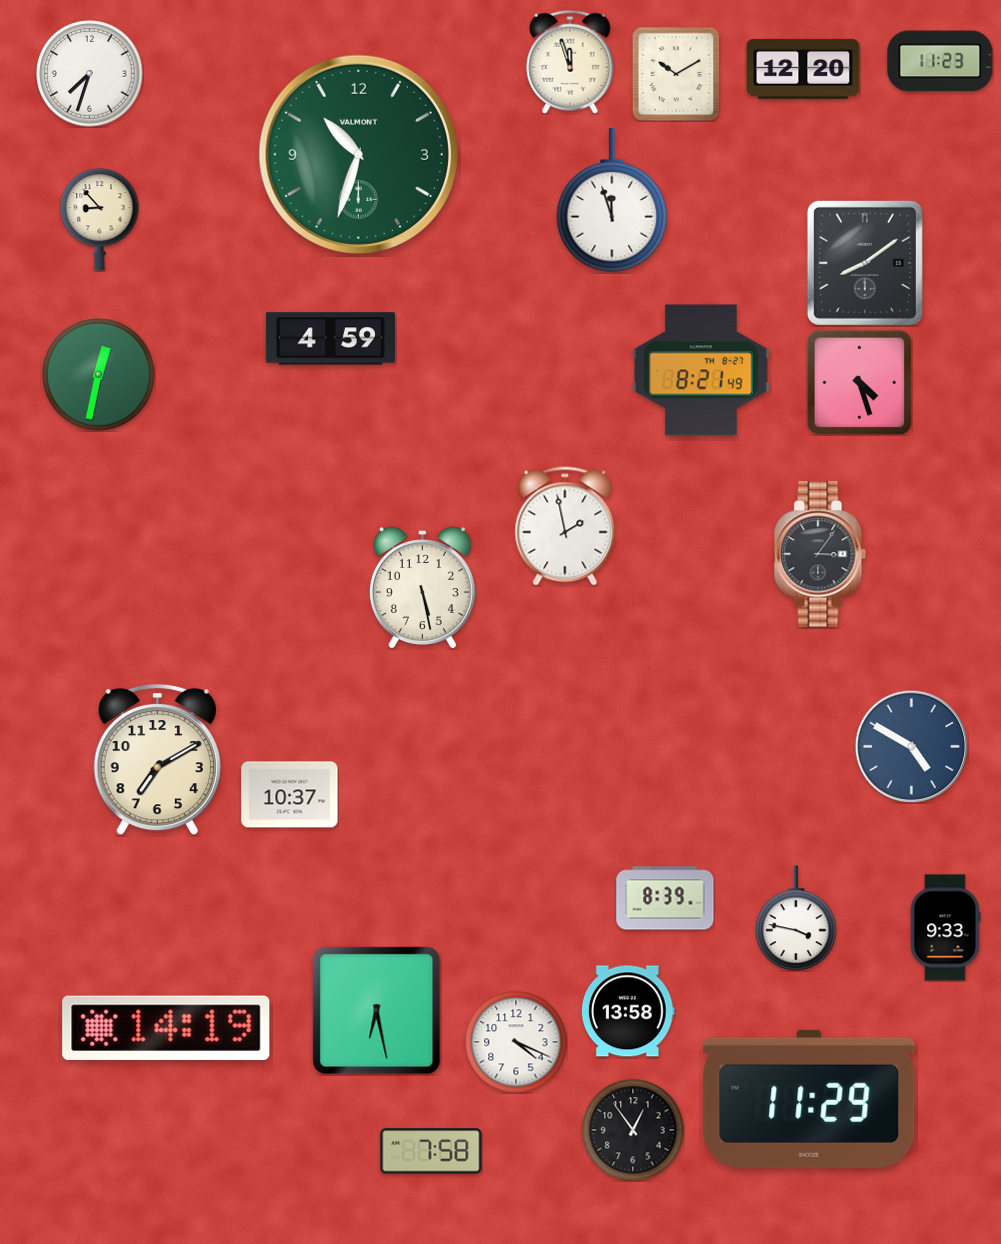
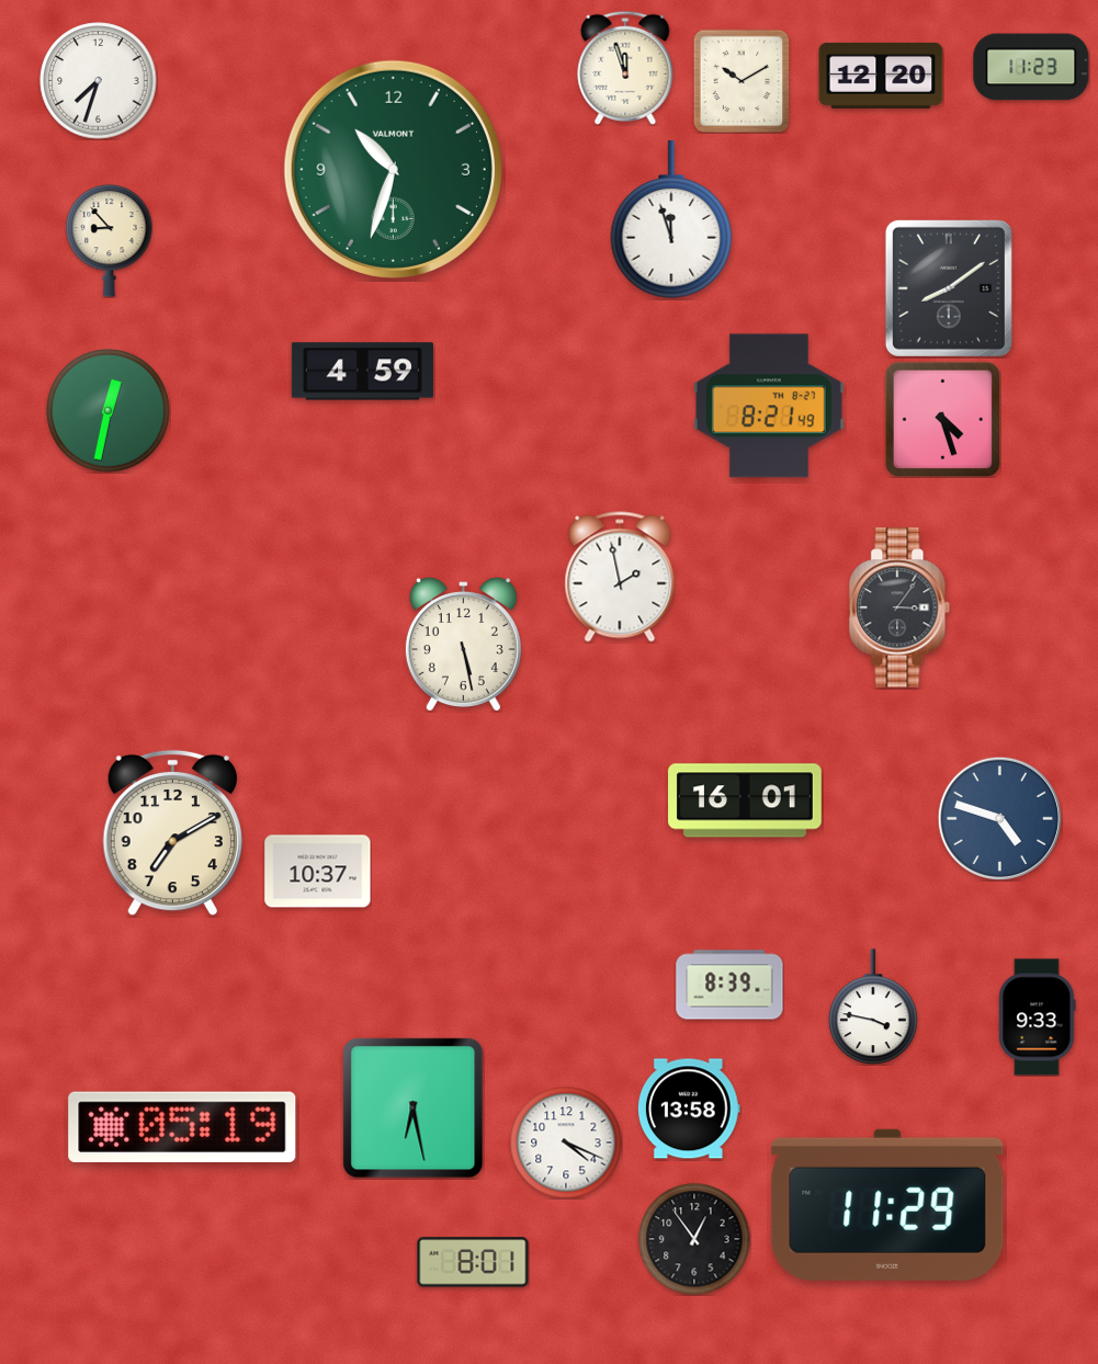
clock at (745, 800): none -> 16:01
clock at (911, 746): 4:50 -> 4:48
clock at (166, 1028): 14:19 -> 05:19
clock at (431, 1151): 7:58 -> 8:01
